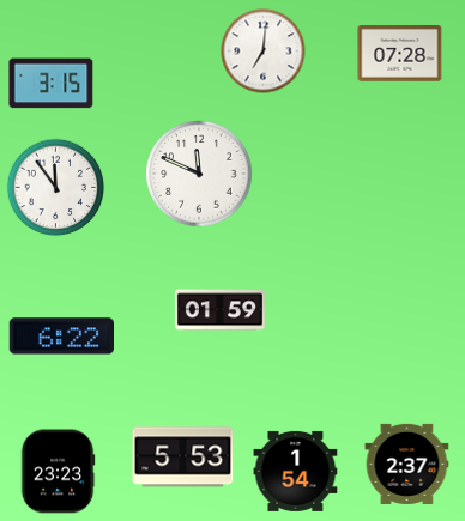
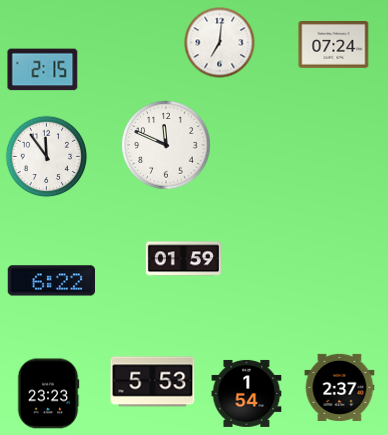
clock at (400, 54): 07:28 -> 07:24
clock at (52, 84): 3:15 -> 2:15
